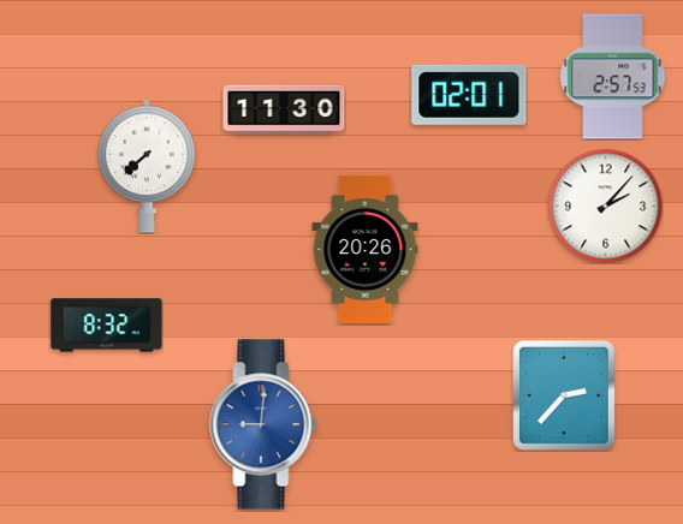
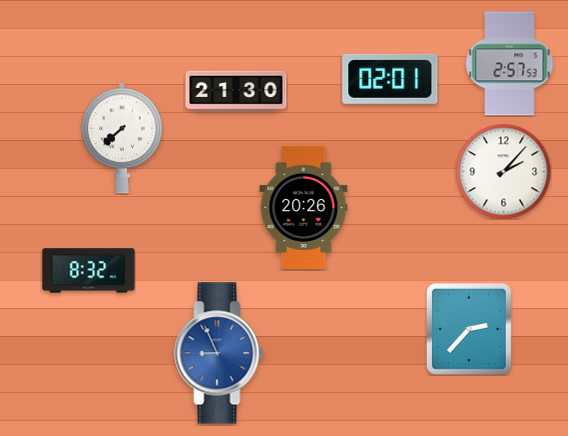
clock at (284, 109): 11:30 -> 21:30
clock at (263, 424): 9:01 -> 8:56
